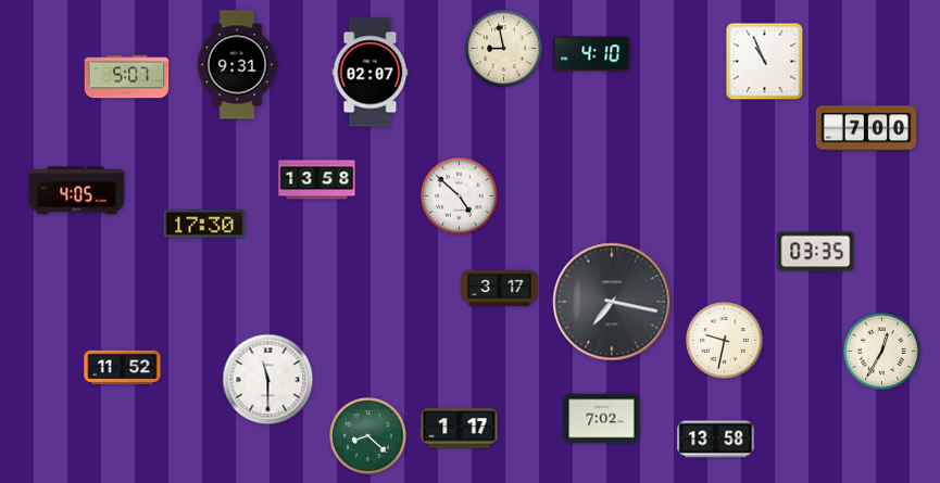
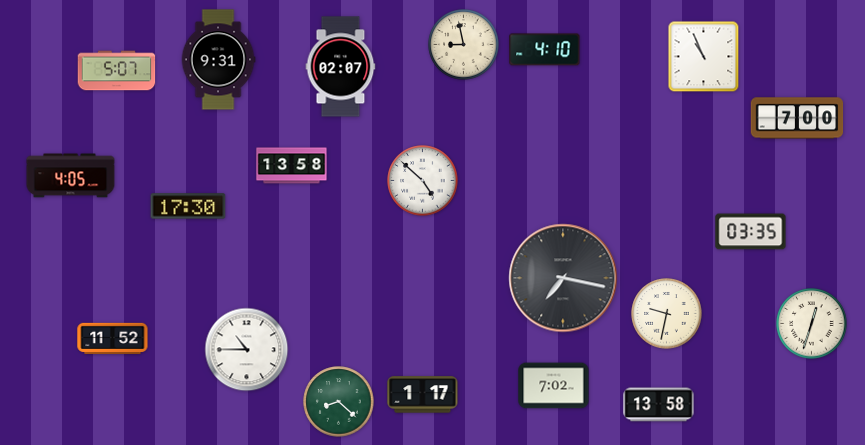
clock at (500, 289): 3:17 -> none
clock at (882, 352): 12:35 -> 12:33
clock at (268, 380): 11:30 -> 10:45
